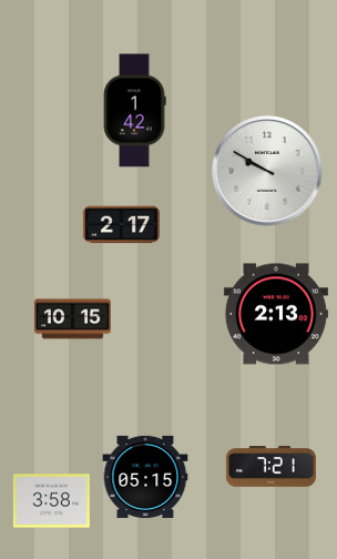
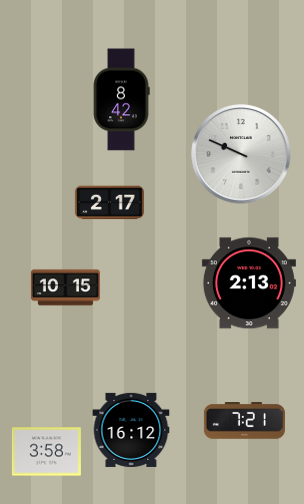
clock at (134, 111): 1:42 -> 8:42
clock at (267, 171): 9:50 -> 9:49
clock at (145, 477): 05:15 -> 16:12
